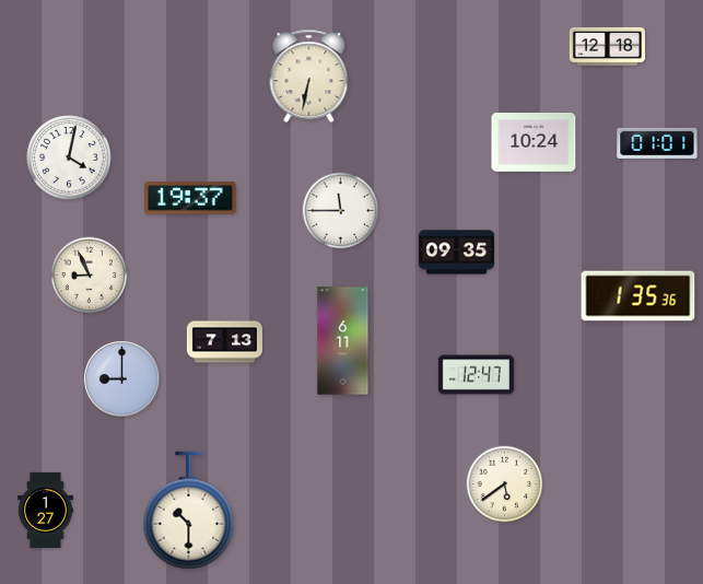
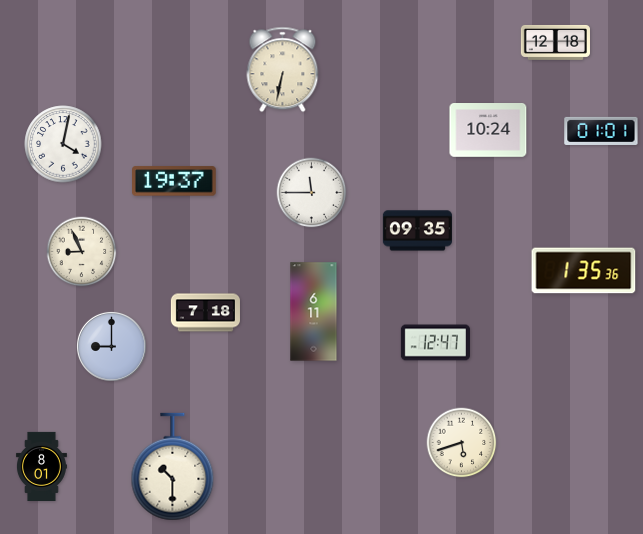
clock at (224, 342): 7:13 -> 7:18
clock at (505, 484): 5:39 -> 5:42
clock at (45, 510): 1:27 -> 8:01
